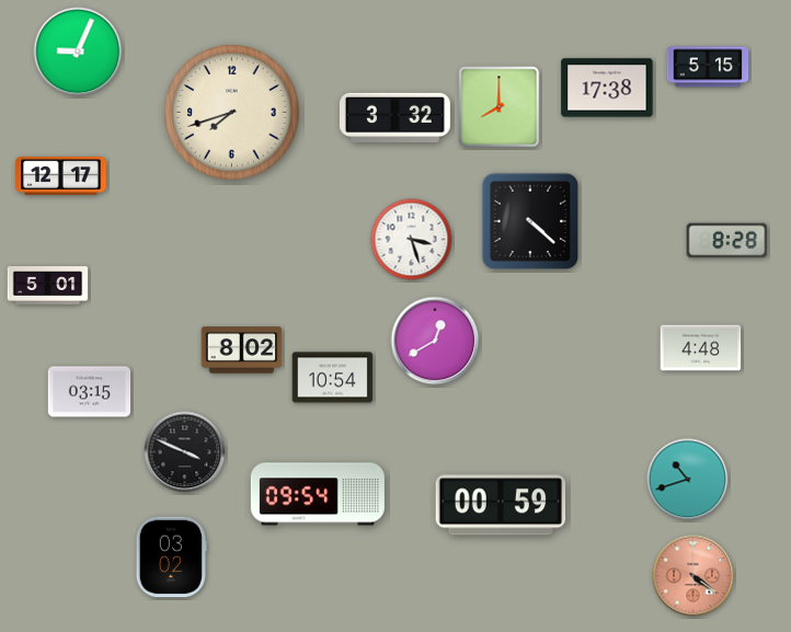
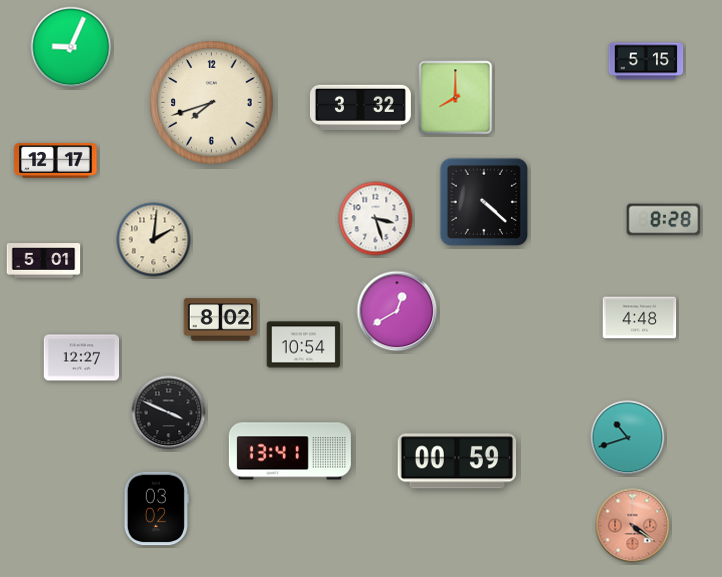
clock at (607, 88): 17:38 -> none
clock at (154, 240): none -> 2:01
clock at (90, 392): 03:15 -> 12:27
clock at (318, 494): 09:54 -> 13:41
